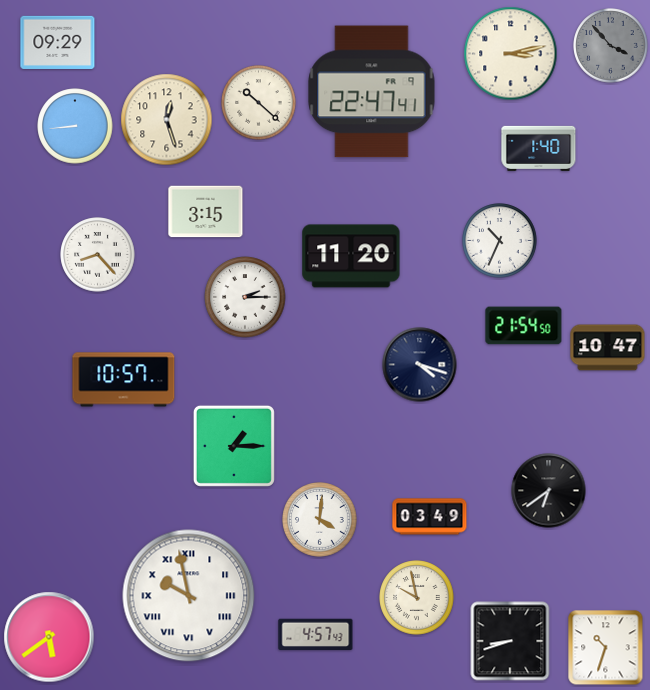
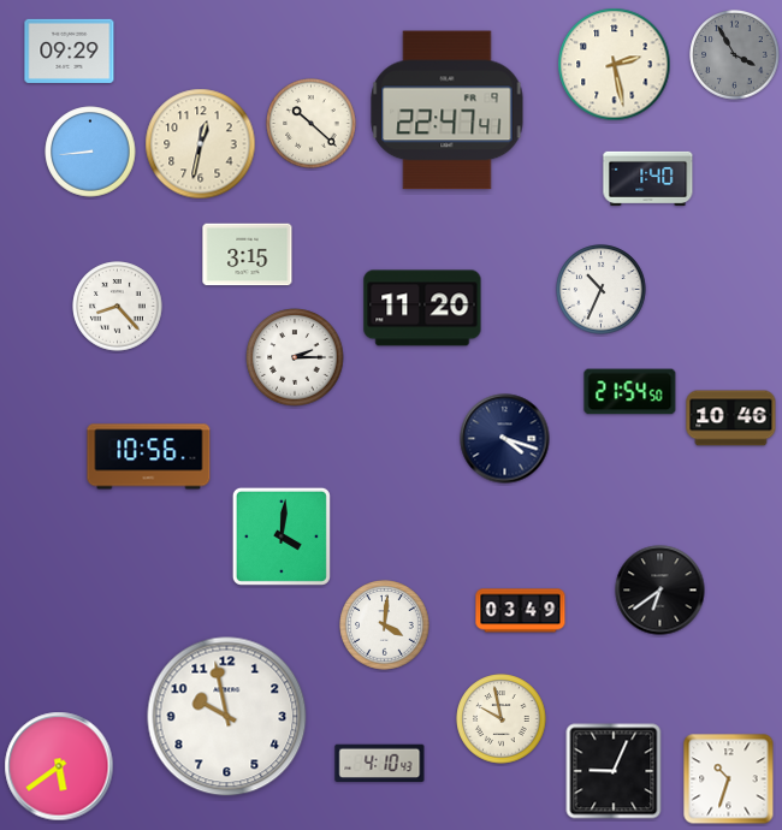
clock at (611, 46): 3:53 -> 3:55
clock at (511, 54): 3:13 -> 2:28
clock at (167, 120): 12:27 -> 12:32
clock at (608, 348): 10:47 -> 10:46
clock at (124, 380): 10:57 -> 10:56
clock at (234, 446): 1:15 -> 4:01
clock at (430, 517) position: (430, 517) -> (521, 611)
clock at (189, 596) numerals: Roman -> Arabic
clock at (316, 634): 4:57 -> 4:10
clock at (510, 641): 8:42 -> 9:04
